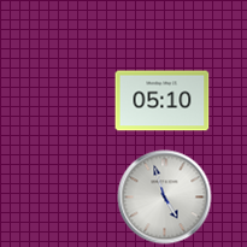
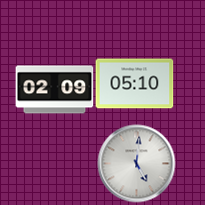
clock at (54, 90): none -> 02:09
clock at (164, 196): 4:57 -> 5:01
